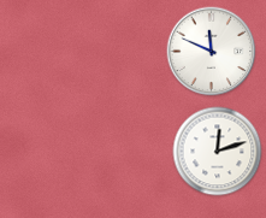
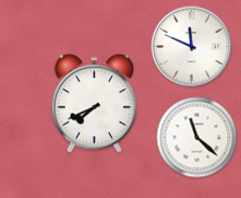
clock at (95, 104): none -> 7:41
clock at (218, 152): 12:12 -> 11:22
